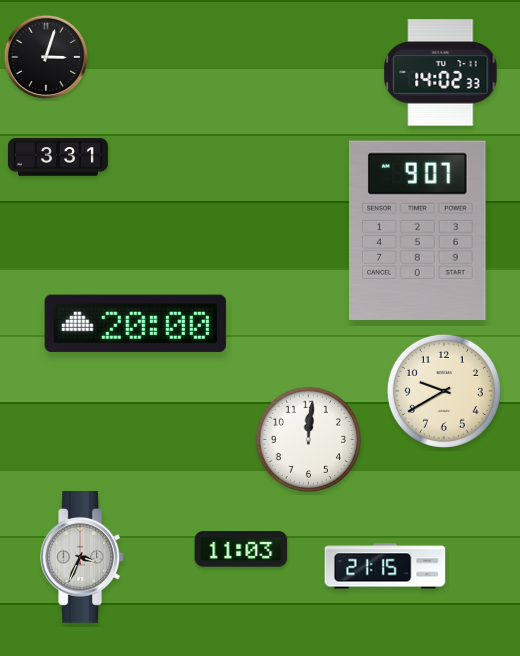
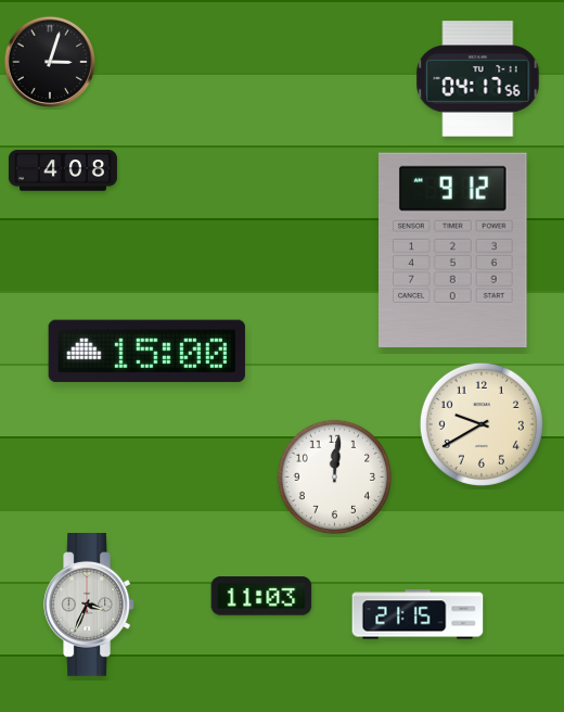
clock at (441, 73): 14:02 -> 04:17
clock at (58, 157): 3:31 -> 4:08
clock at (418, 230): 9:07 -> 9:12
clock at (135, 323): 20:00 -> 15:00
